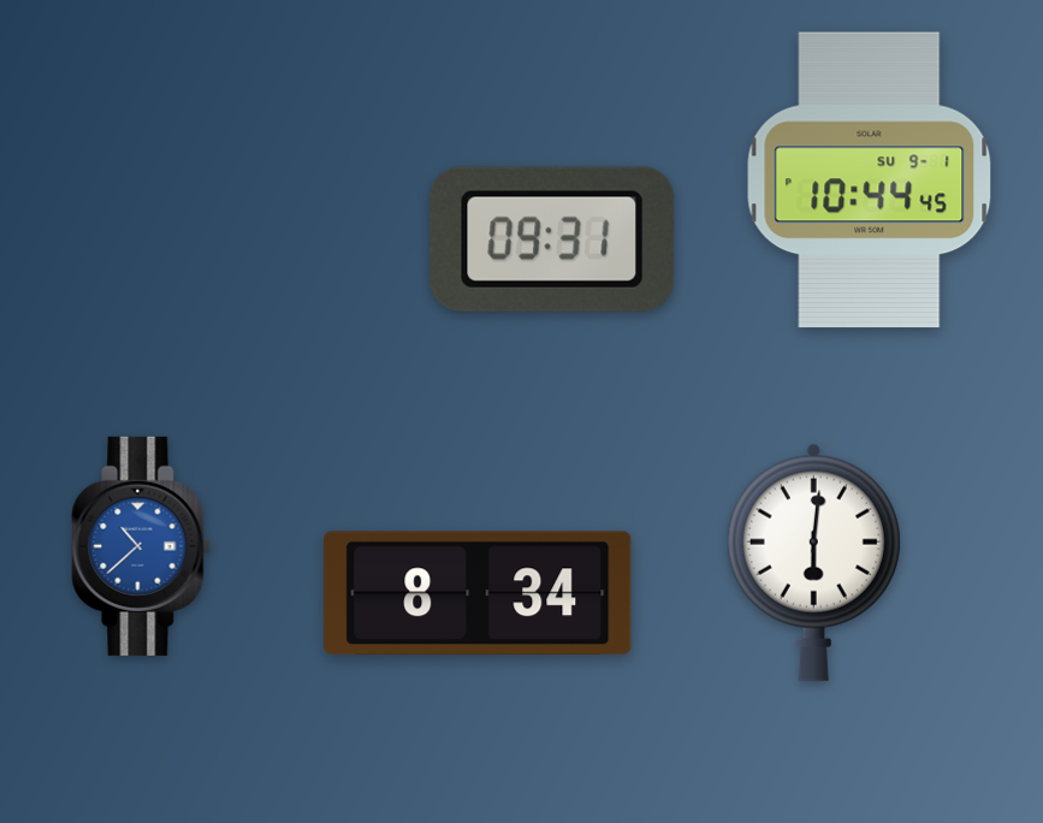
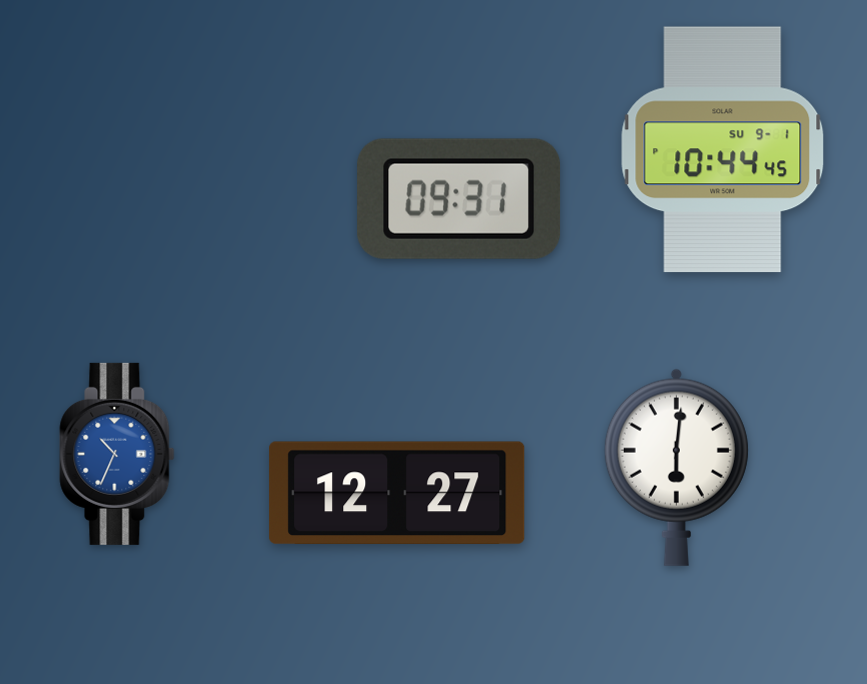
clock at (141, 546): 10:38 -> 10:34
clock at (478, 593): 8:34 -> 12:27
